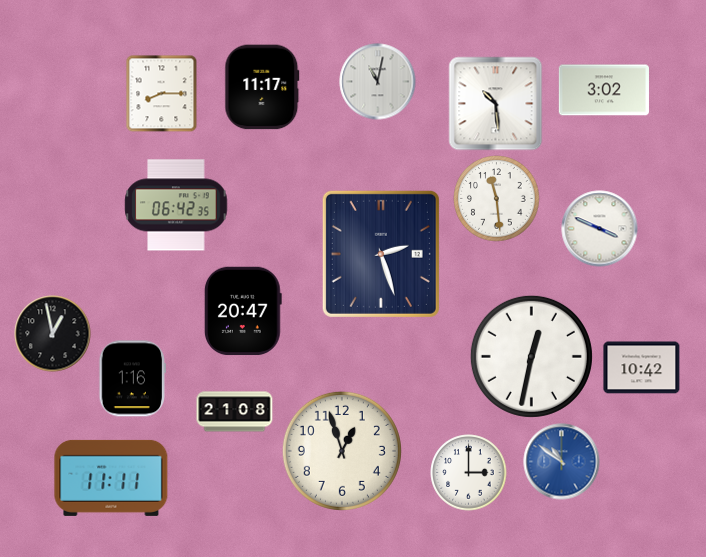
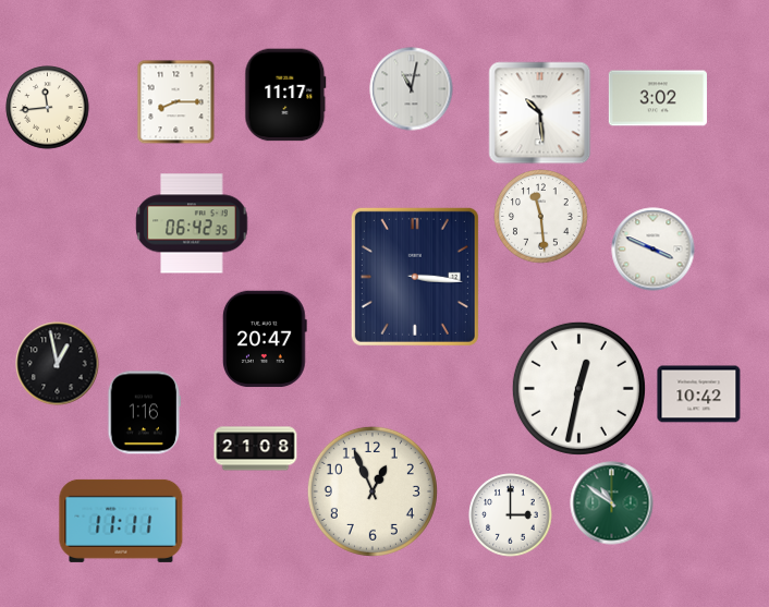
clock at (48, 108): none -> 11:44
clock at (381, 254): 2:27 -> 3:16
clock at (642, 368) position: (642, 368) -> (699, 394)
clock at (342, 451): 12:57 -> 12:56
clock at (562, 462) dial: blue -> green
